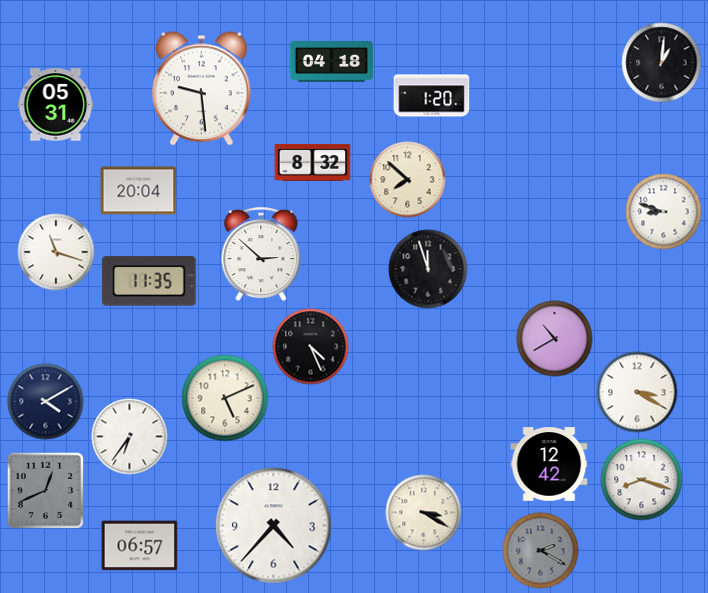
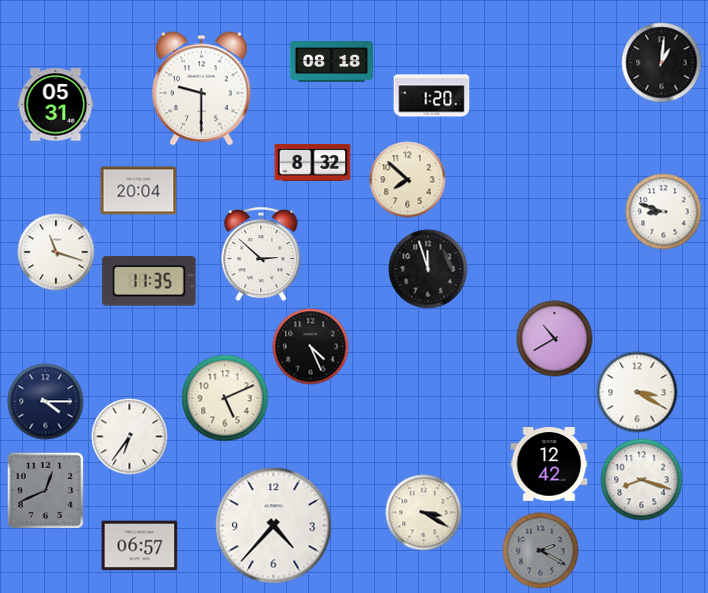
clock at (331, 62): 04:18 -> 08:18
clock at (202, 89): 9:29 -> 9:30
clock at (46, 402): 4:10 -> 4:15
